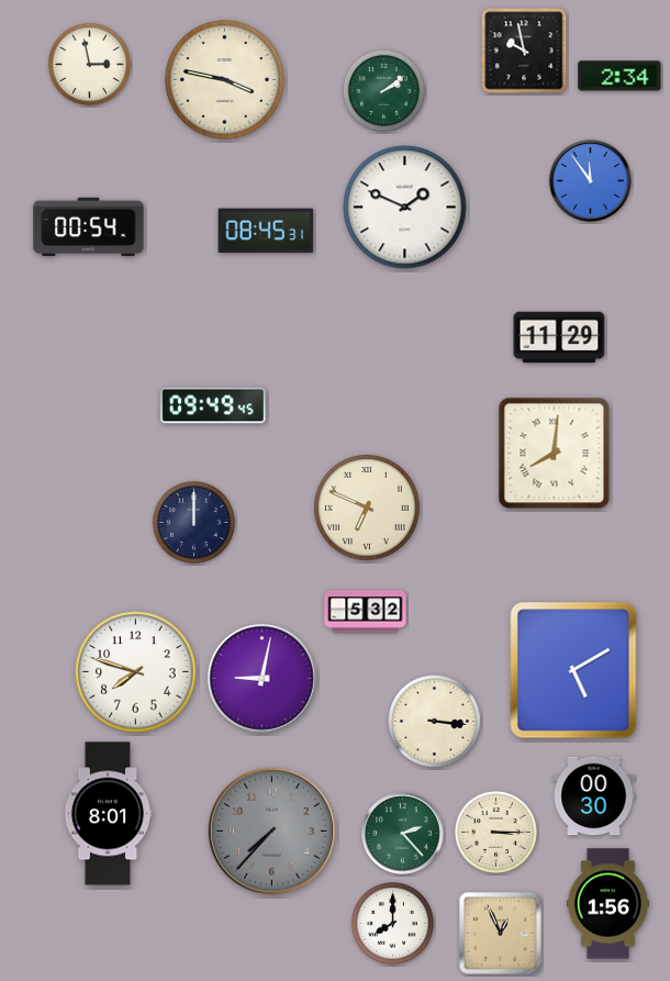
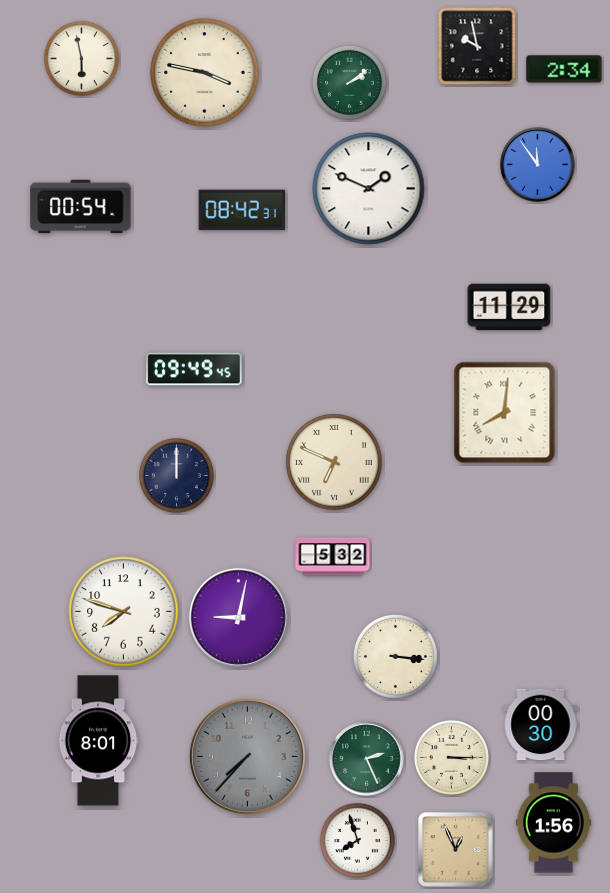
clock at (89, 64): 2:58 -> 5:58
clock at (266, 231): 08:45 -> 08:42
clock at (573, 670): 5:10 -> none
clock at (403, 834): 2:23 -> 2:26
clock at (392, 923): 8:00 -> 7:57
